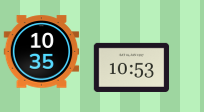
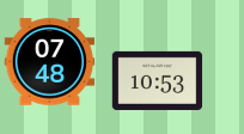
clock at (42, 52): 10:35 -> 07:48
